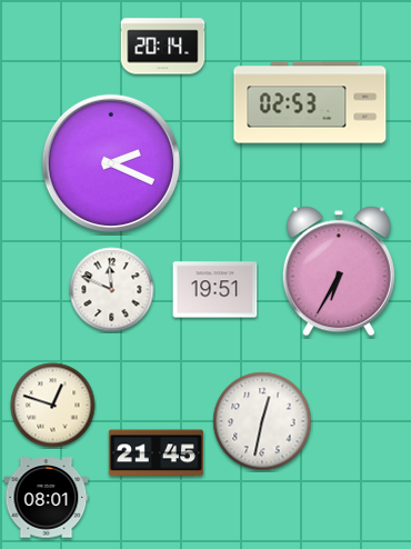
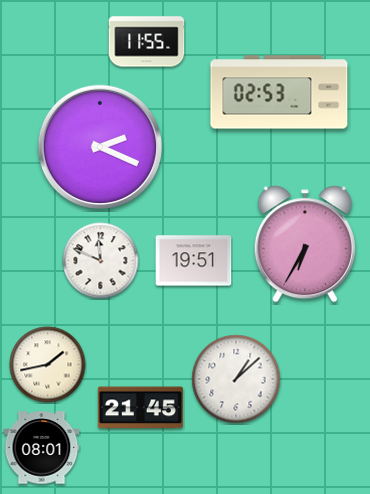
clock at (163, 47): 20:14 -> 11:55
clock at (53, 406): 12:48 -> 1:43
clock at (262, 421): 12:32 -> 1:08
